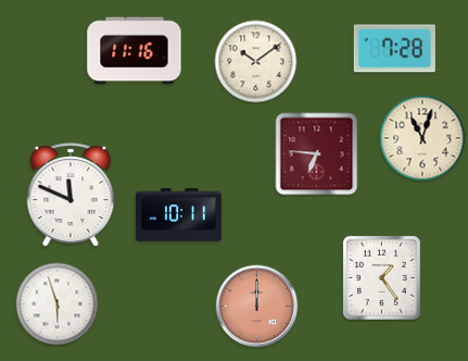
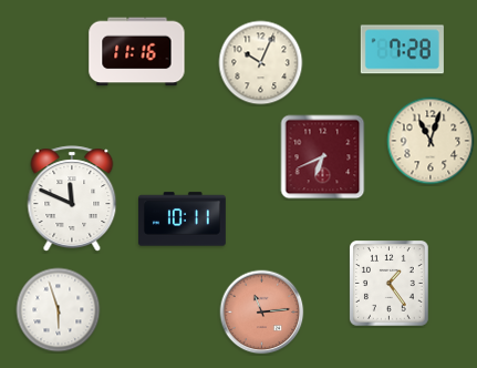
clock at (256, 62): 10:09 -> 10:04
clock at (317, 154): 6:46 -> 6:41
clock at (257, 307): 12:00 -> 11:14
